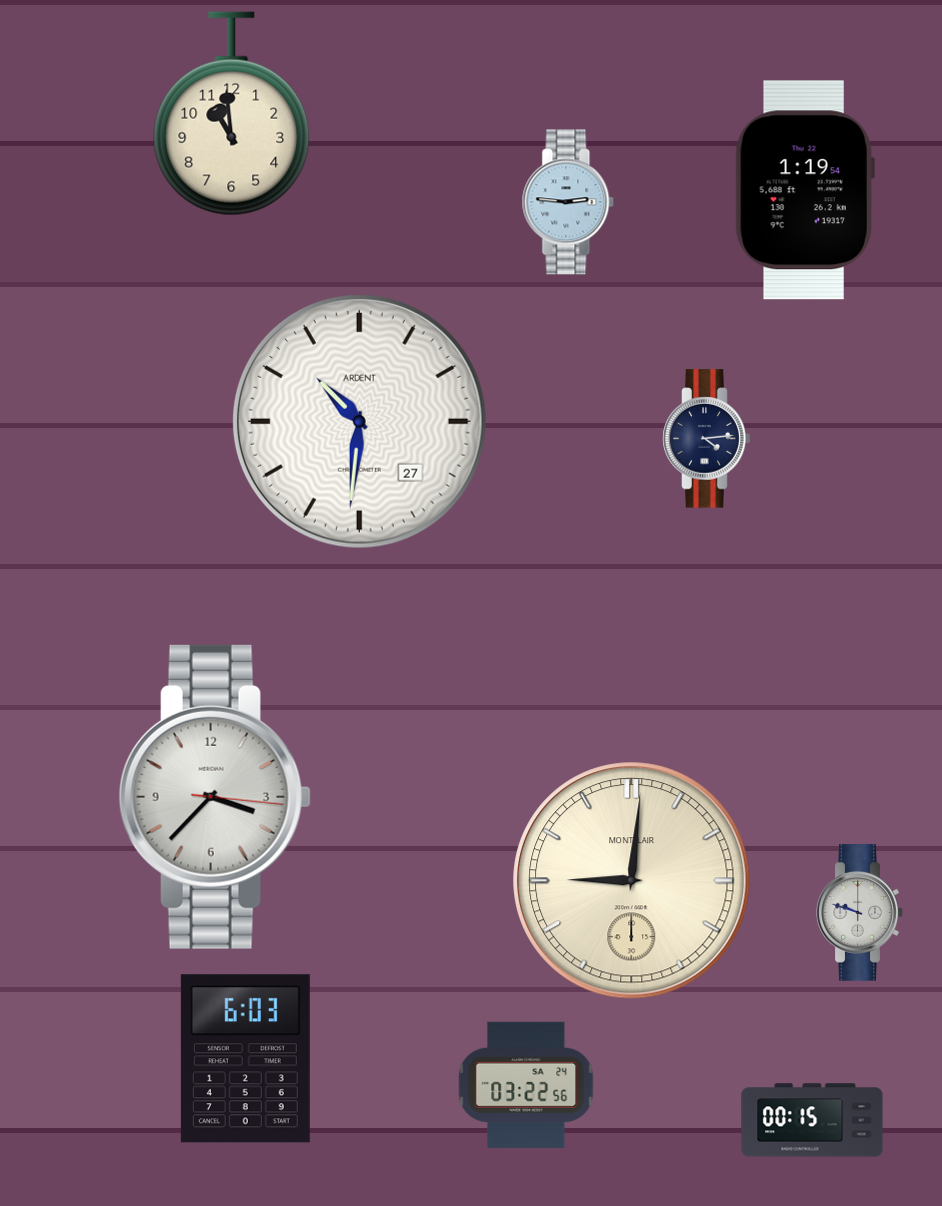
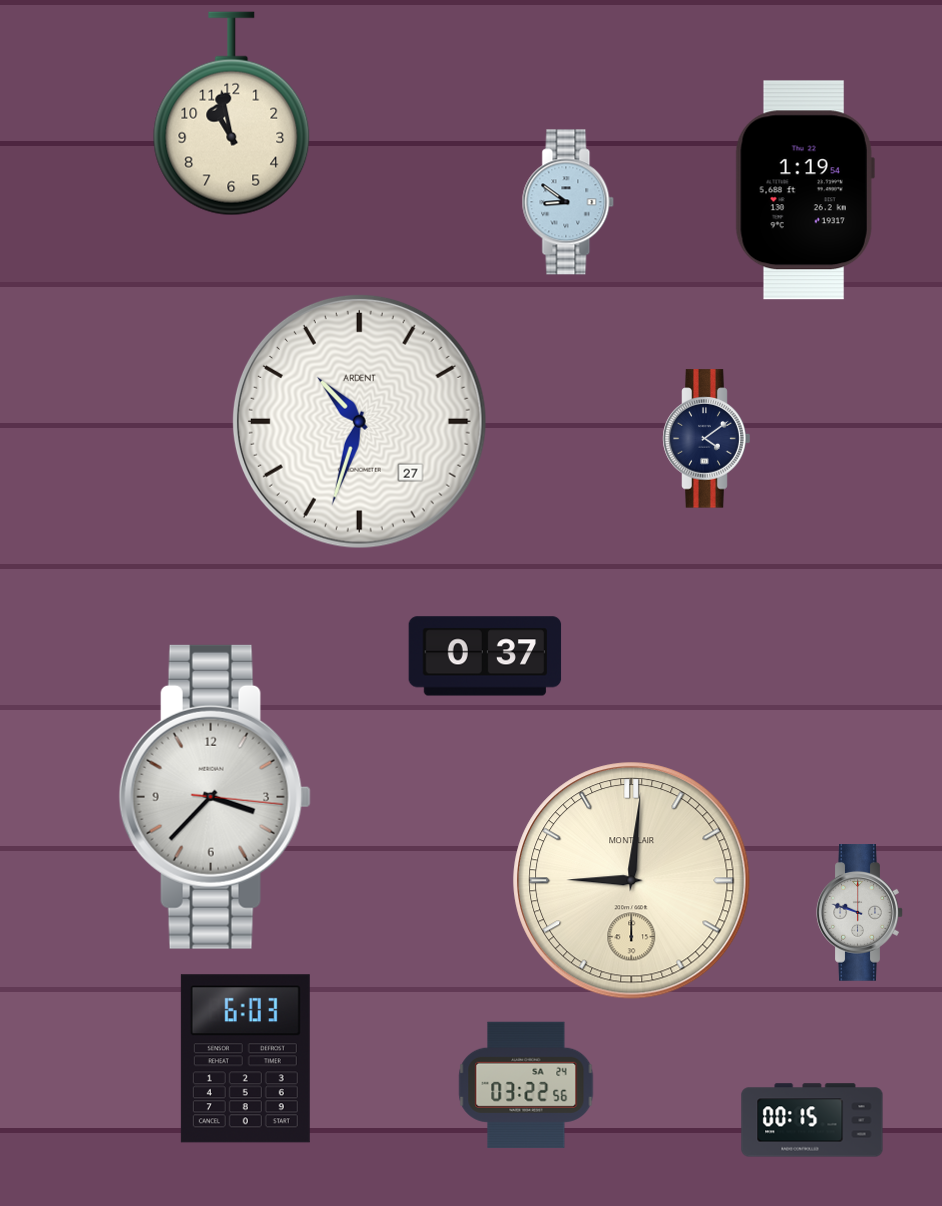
clock at (232, 114): 10:59 -> 10:58
clock at (568, 202): 2:46 -> 8:51
clock at (359, 421): 10:31 -> 10:33
clock at (707, 439): 4:14 -> 4:09
clock at (485, 656): none -> 0:37
